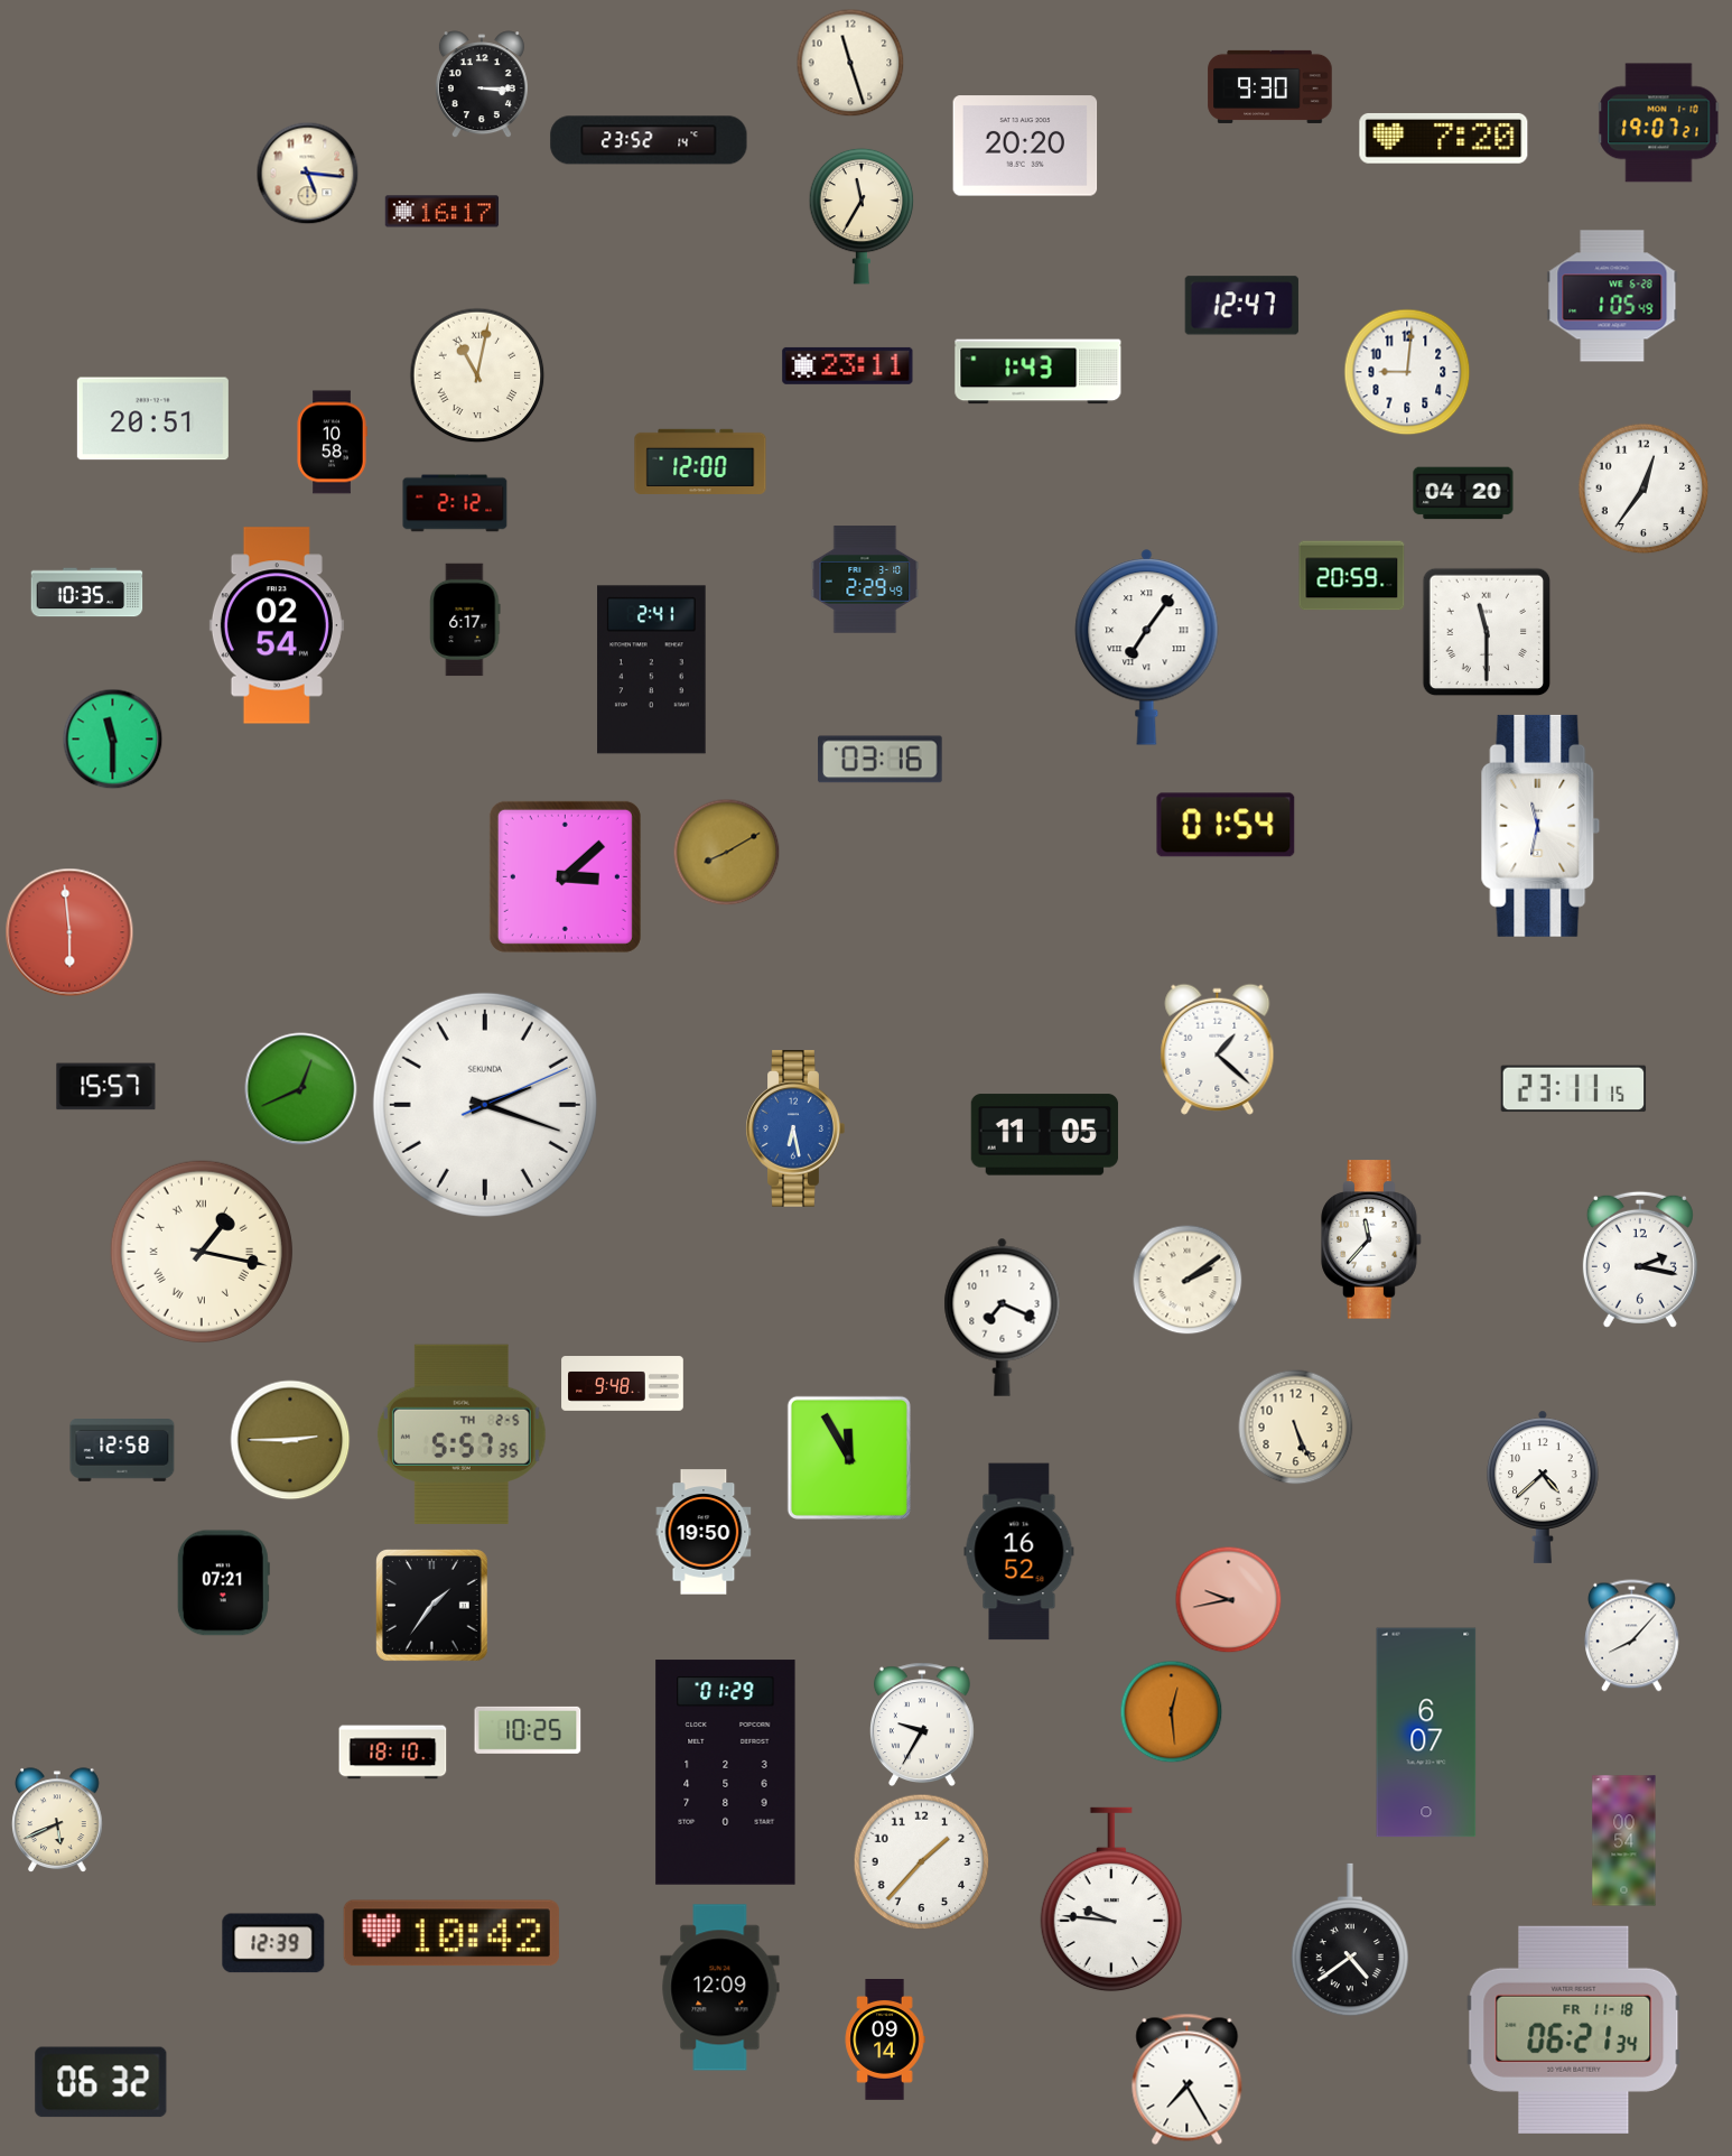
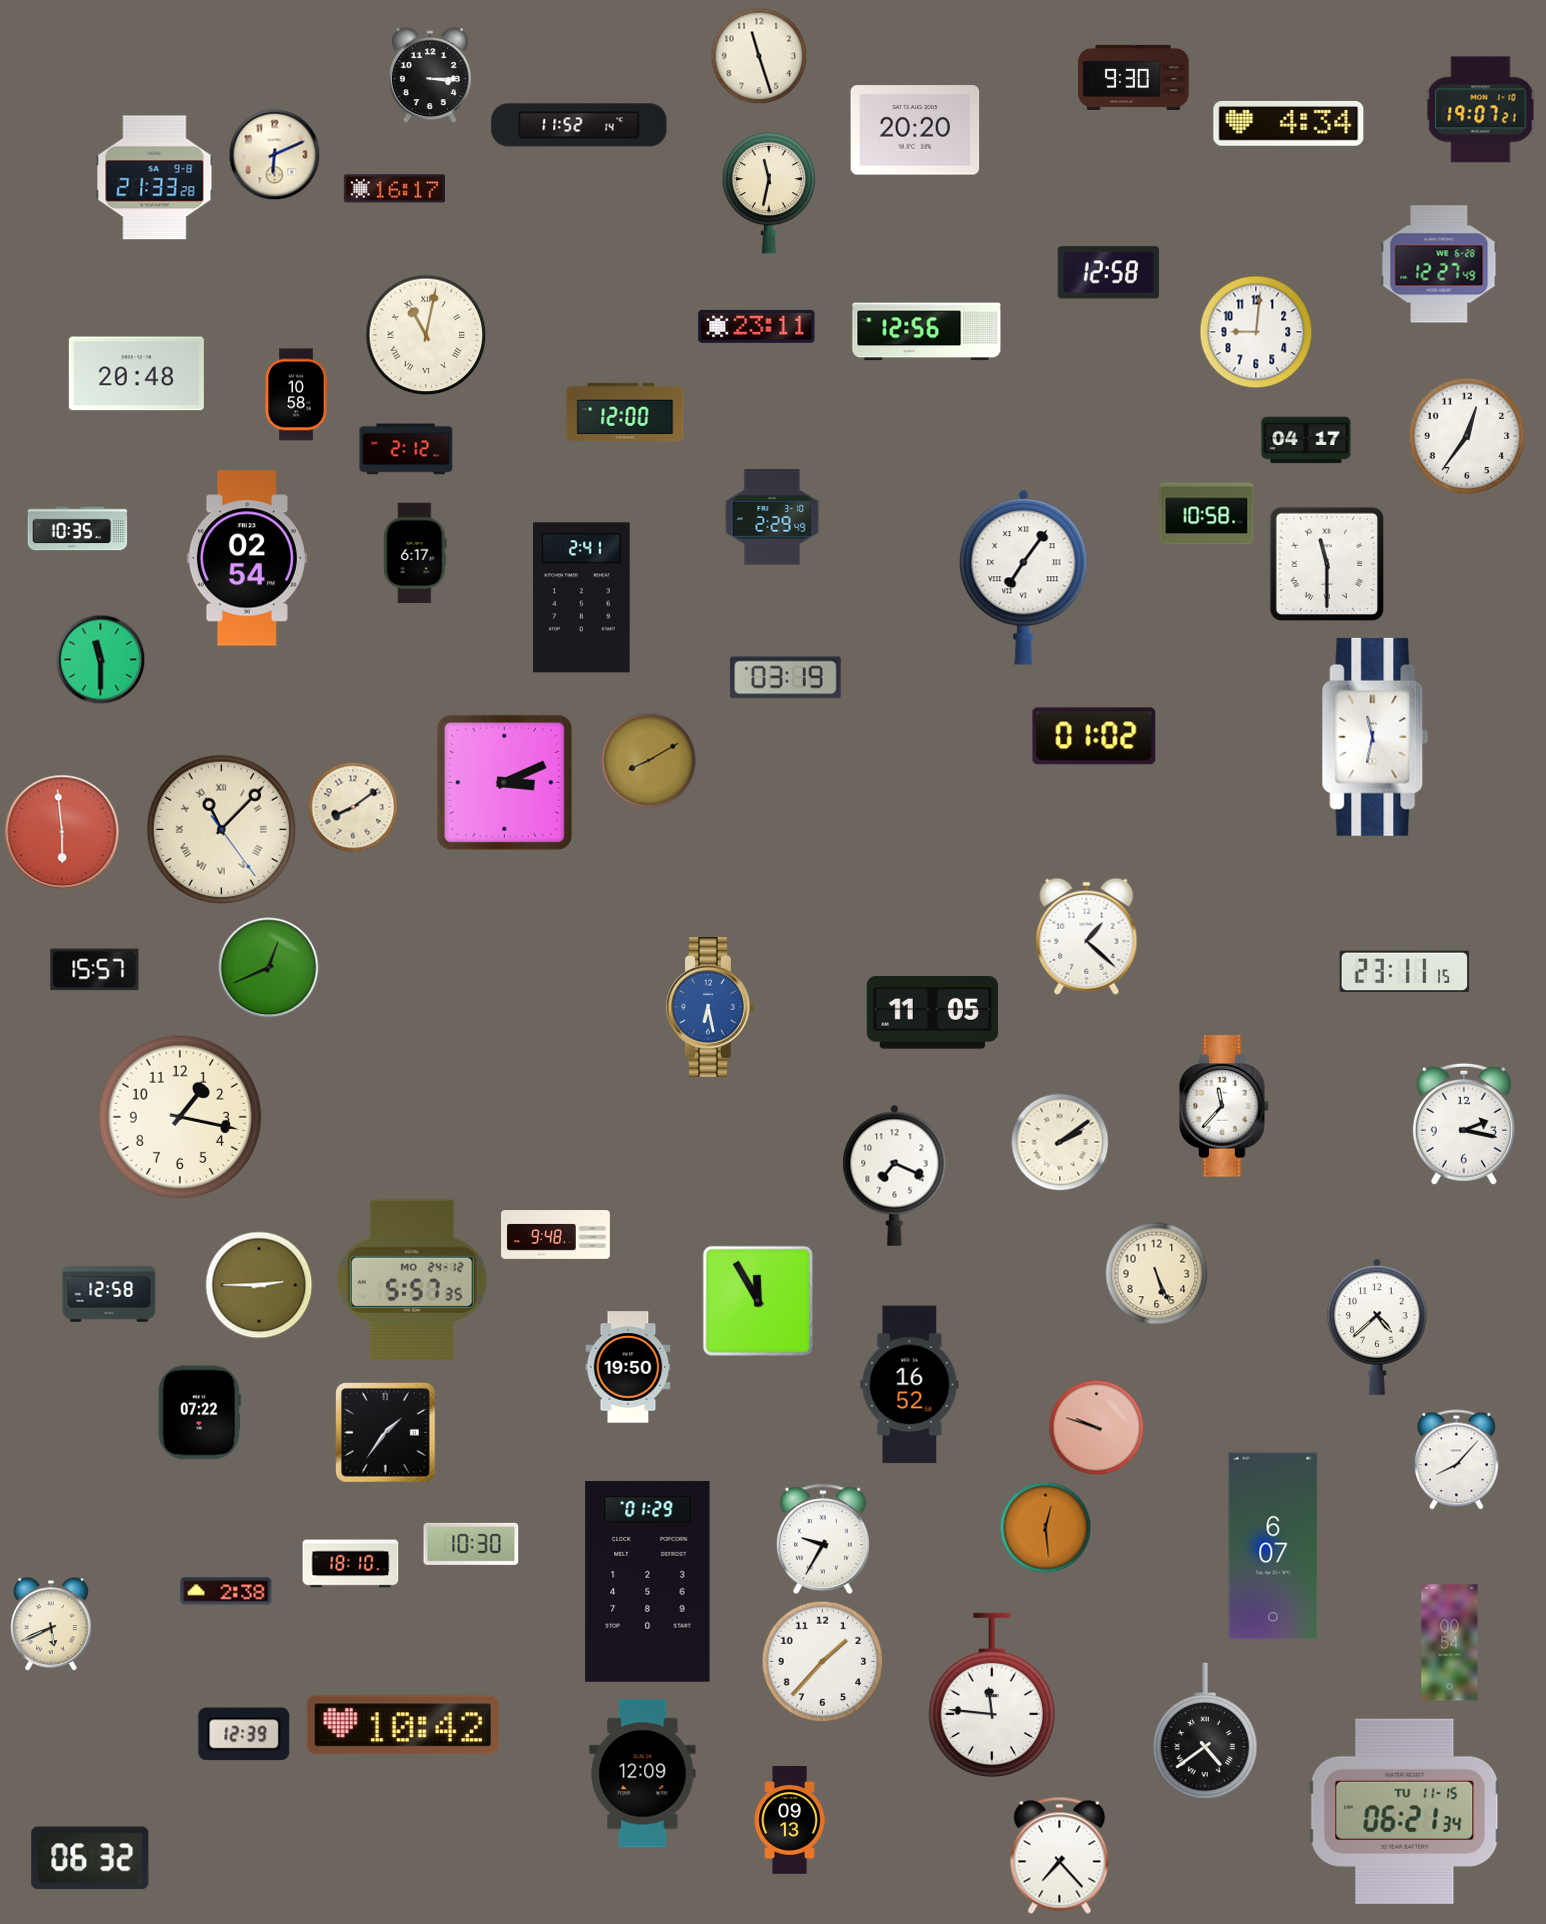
clock at (1444, 138): 7:20 -> 4:34
clock at (649, 140): 23:52 -> 11:52
clock at (308, 174): 5:16 -> 6:11
clock at (155, 178): none -> 21:33
clock at (862, 216): 11:35 -> 11:32
clock at (1612, 296): 1:05 -> 12:27
clock at (1241, 306): 12:47 -> 12:58
clock at (1039, 372): 1:43 -> 12:56
clock at (152, 419): 20:51 -> 20:48
clock at (1463, 493): 04:20 -> 04:17
clock at (1352, 576): 20:59 -> 10:58
clock at (881, 760): 03:16 -> 03:19
clock at (1226, 825): 01:54 -> 01:02
clock at (565, 876): 3:08 -> 3:11
clock at (353, 807): none -> 8:09
clock at (221, 829): none -> 11:07
clock at (301, 1089) position: (301, 1089) -> (269, 968)
clock at (485, 1105): 2:18 -> none
clock at (202, 1252) numerals: Roman -> Arabic
clock at (462, 1434) date: TH 2-5 -> MO 24-12
clock at (223, 1583): 07:21 -> 07:22
clock at (1229, 1600): 9:43 -> 9:48
clock at (528, 1730): 10:25 -> 10:30
clock at (226, 1591): none -> 2:38
clock at (1111, 1899): 9:46 -> 11:46
clock at (1574, 2029) date: FR 11-18 -> TU 11-15
clock at (885, 2041): 09:14 -> 09:13
clock at (1188, 2079): 7:25 -> 7:23
